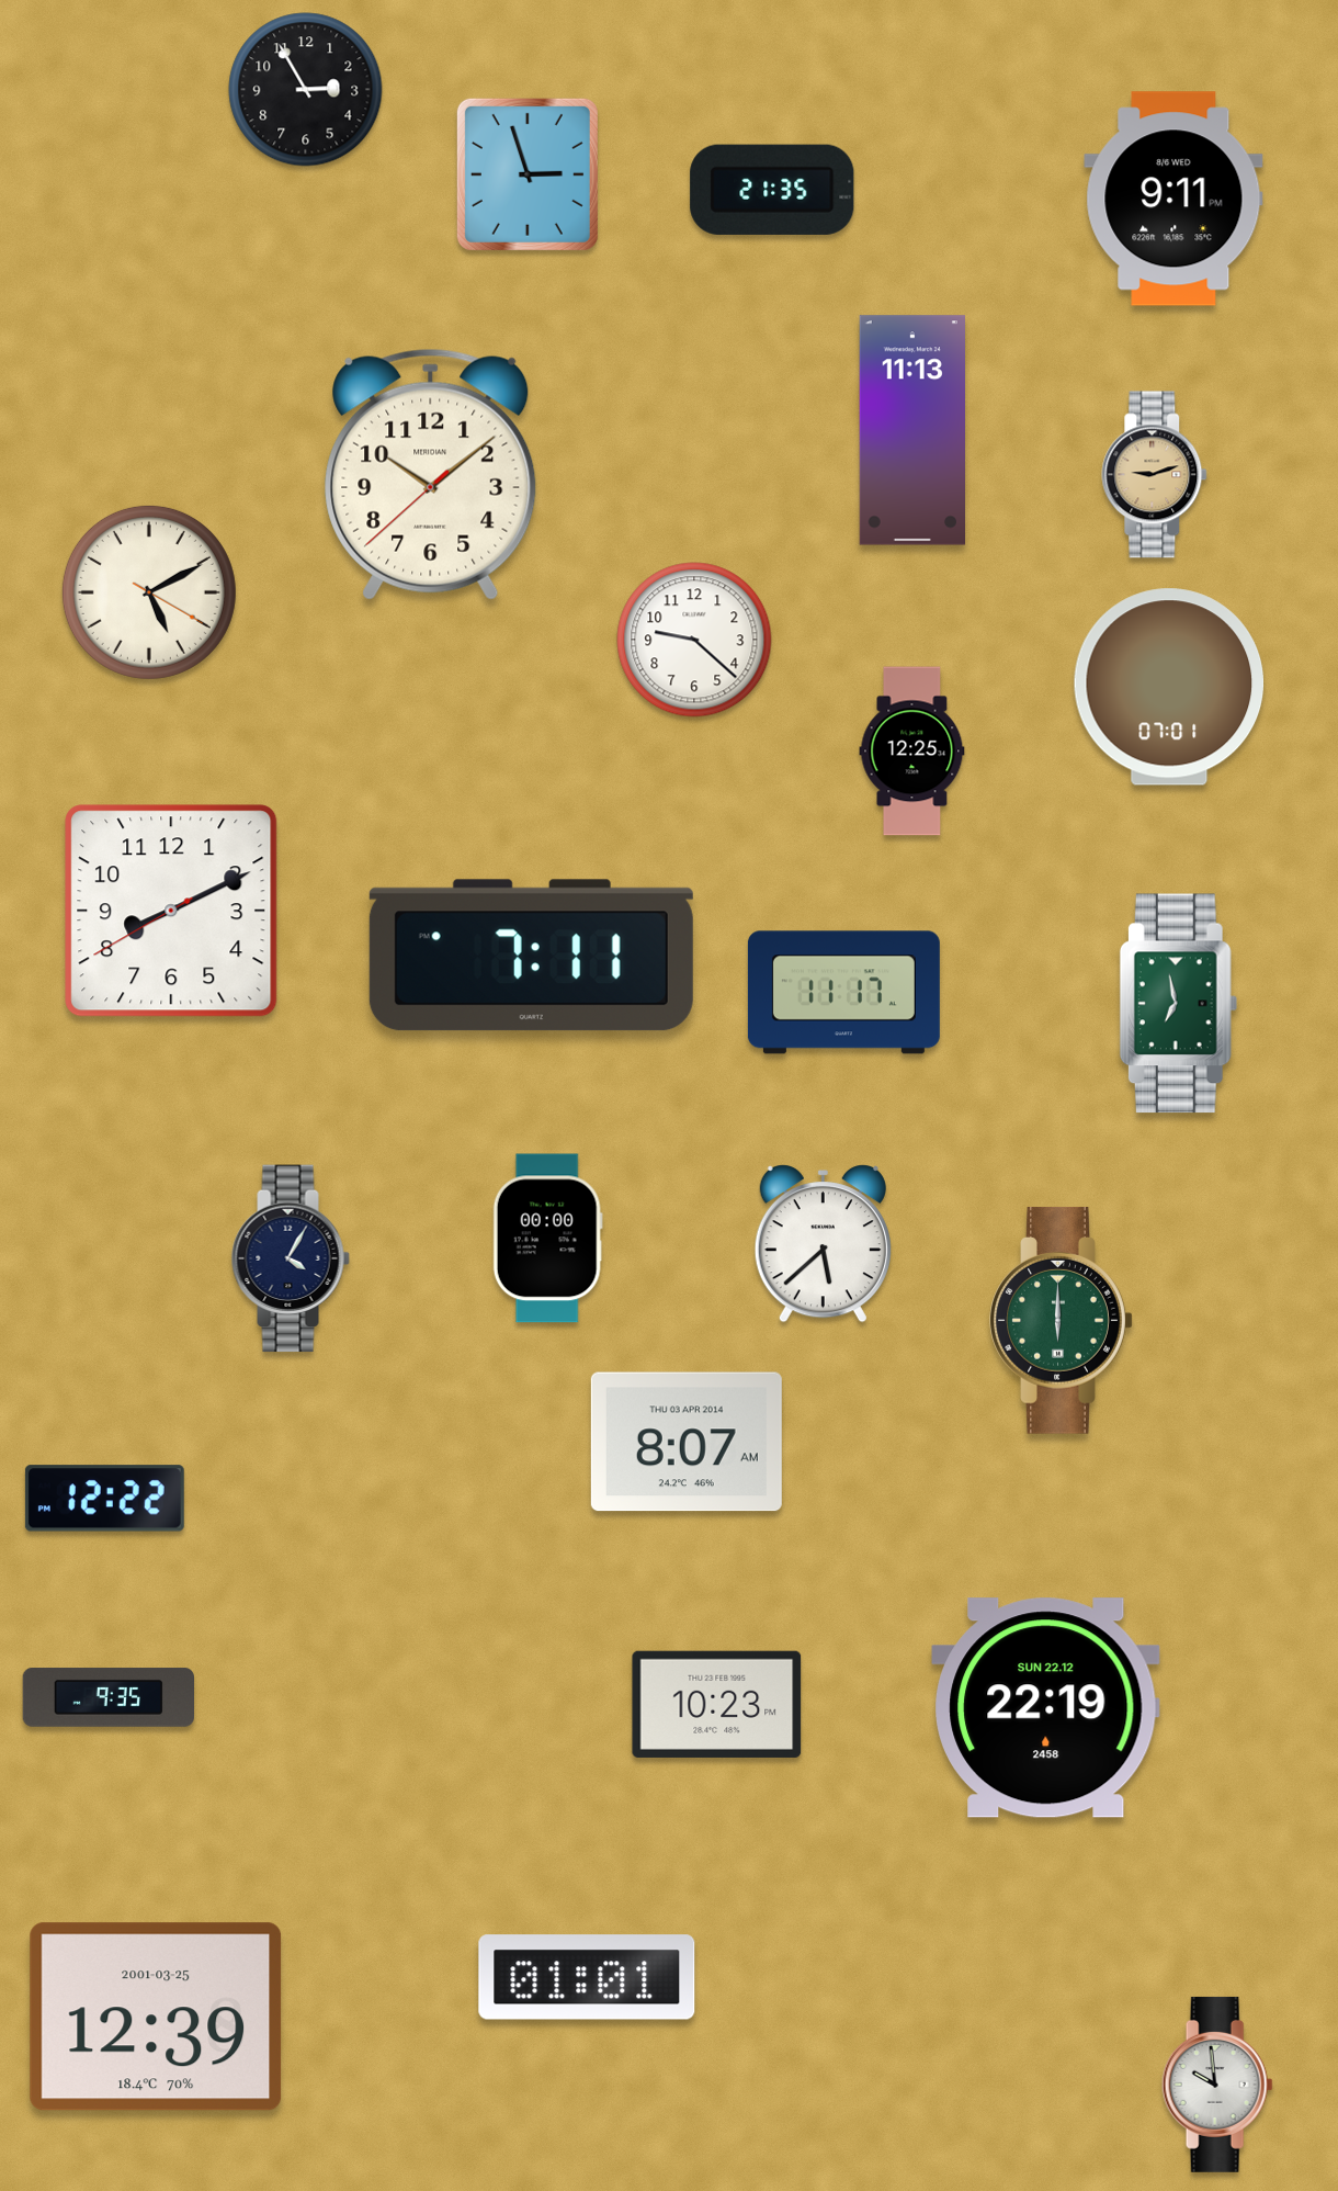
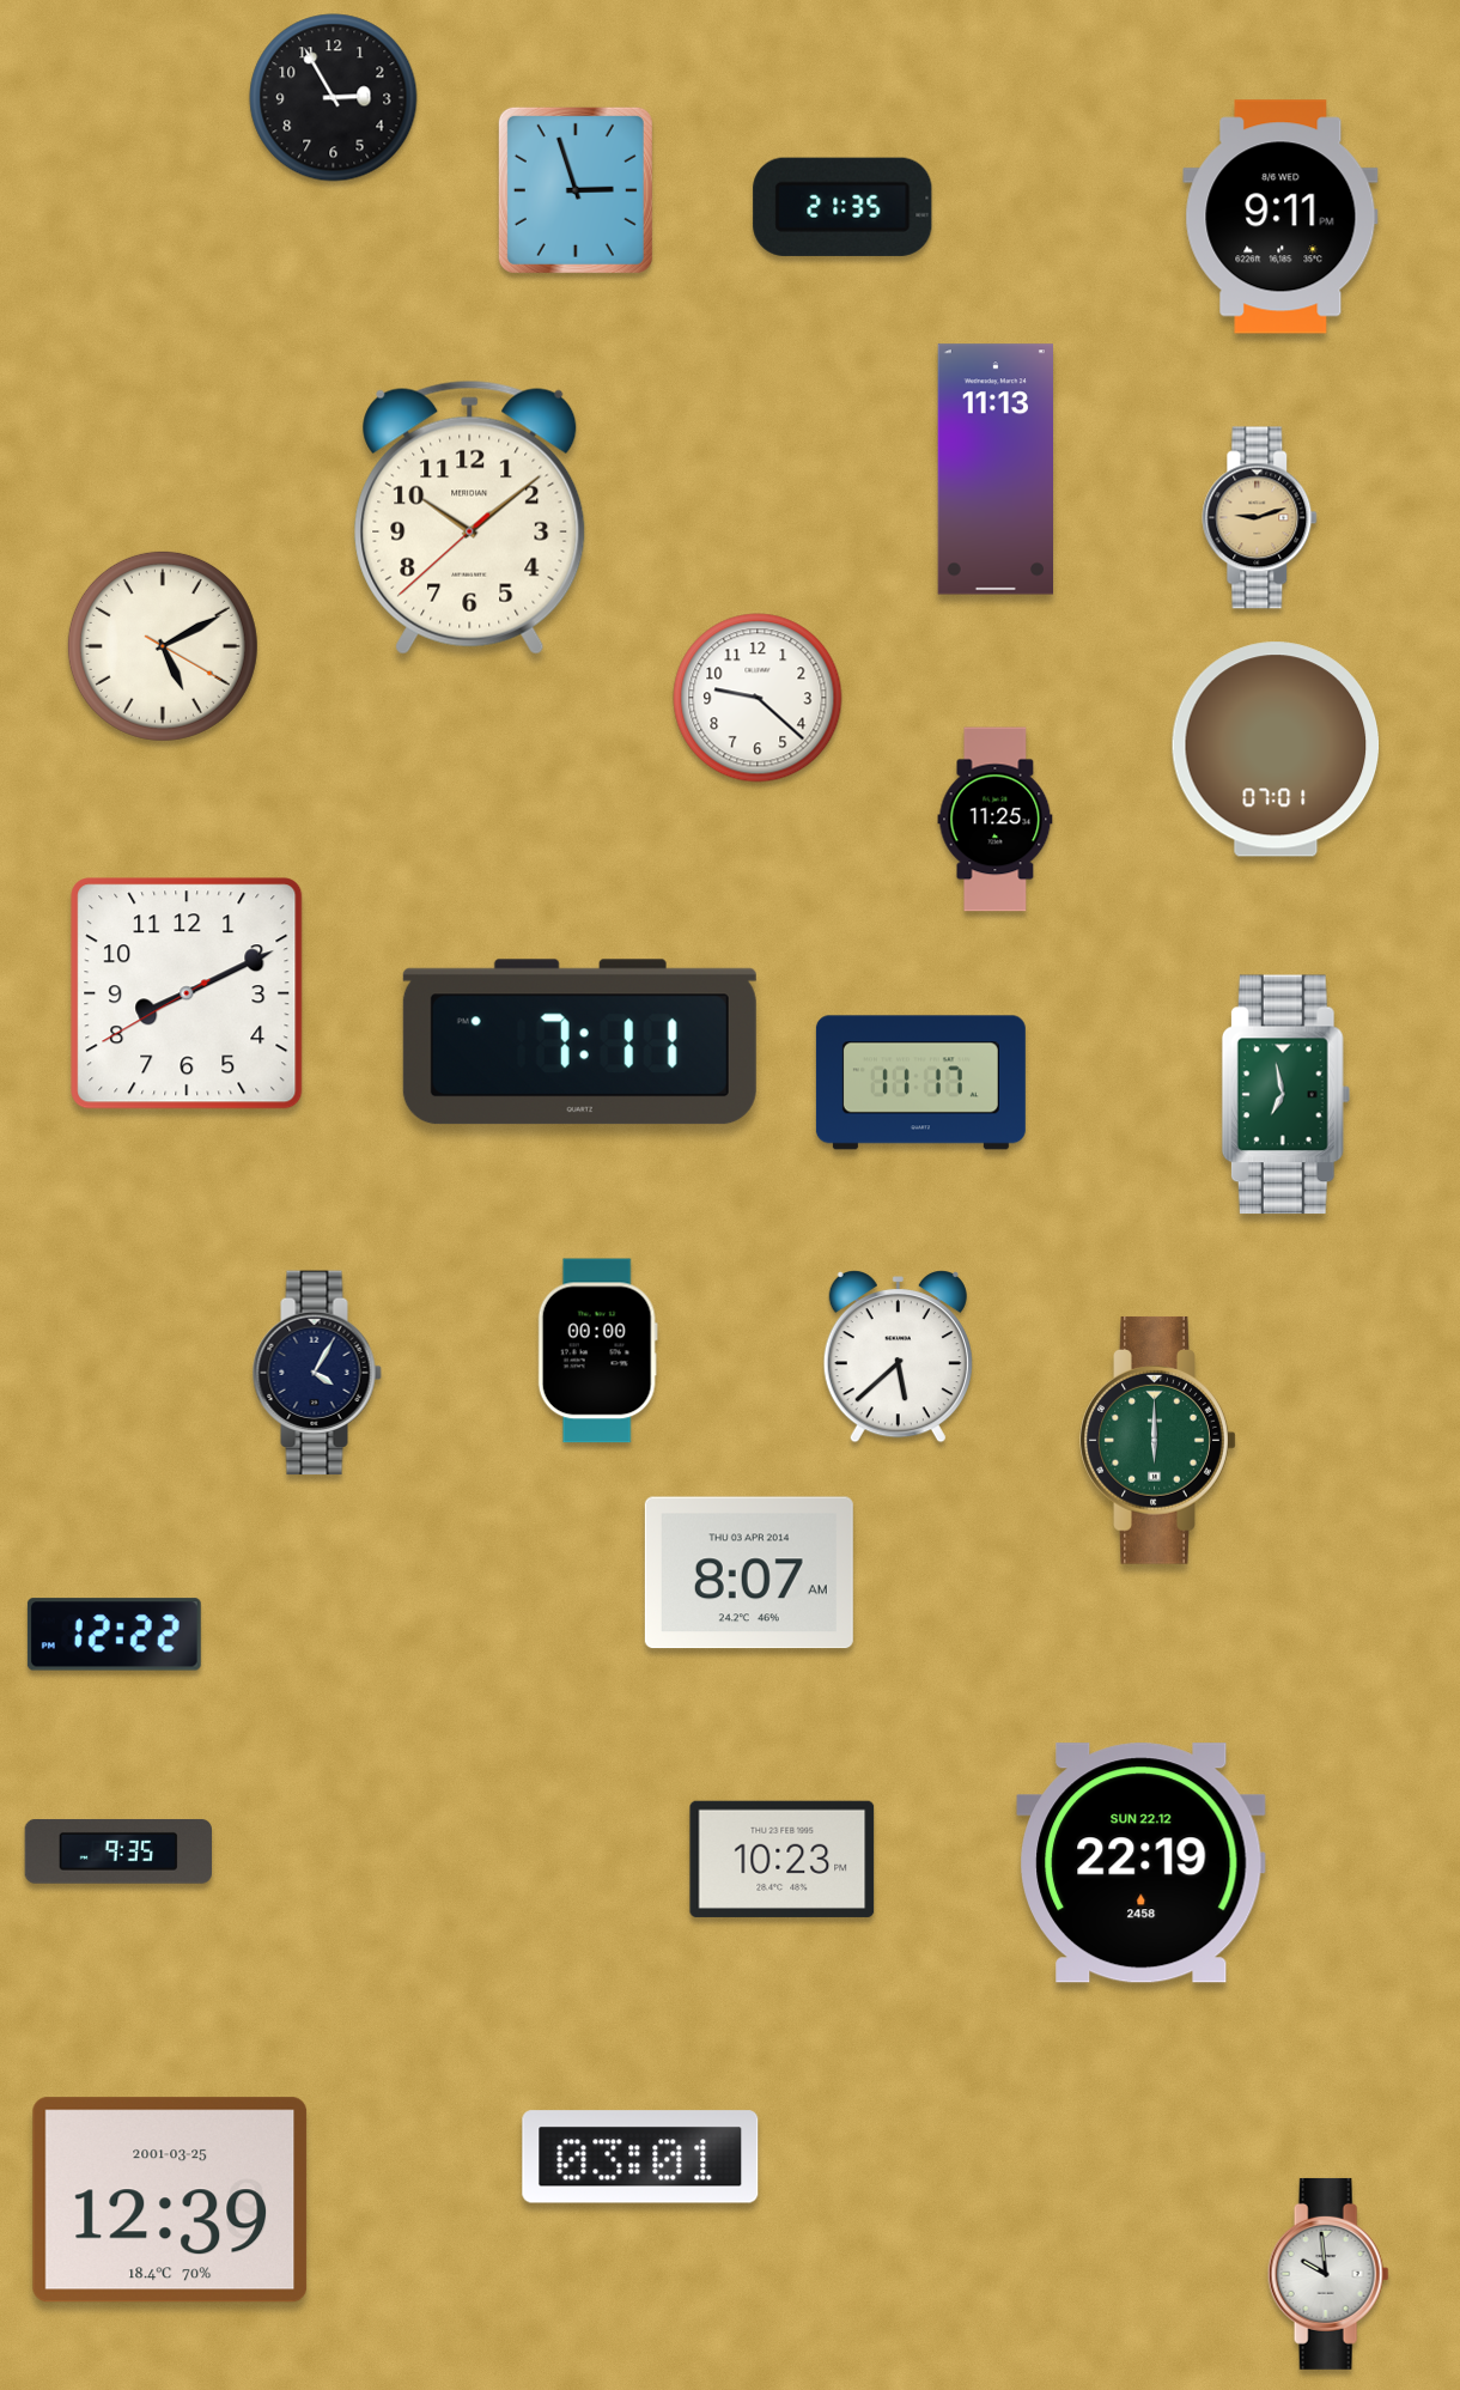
clock at (912, 752): 12:25 -> 11:25
clock at (587, 1977): 01:01 -> 03:01
